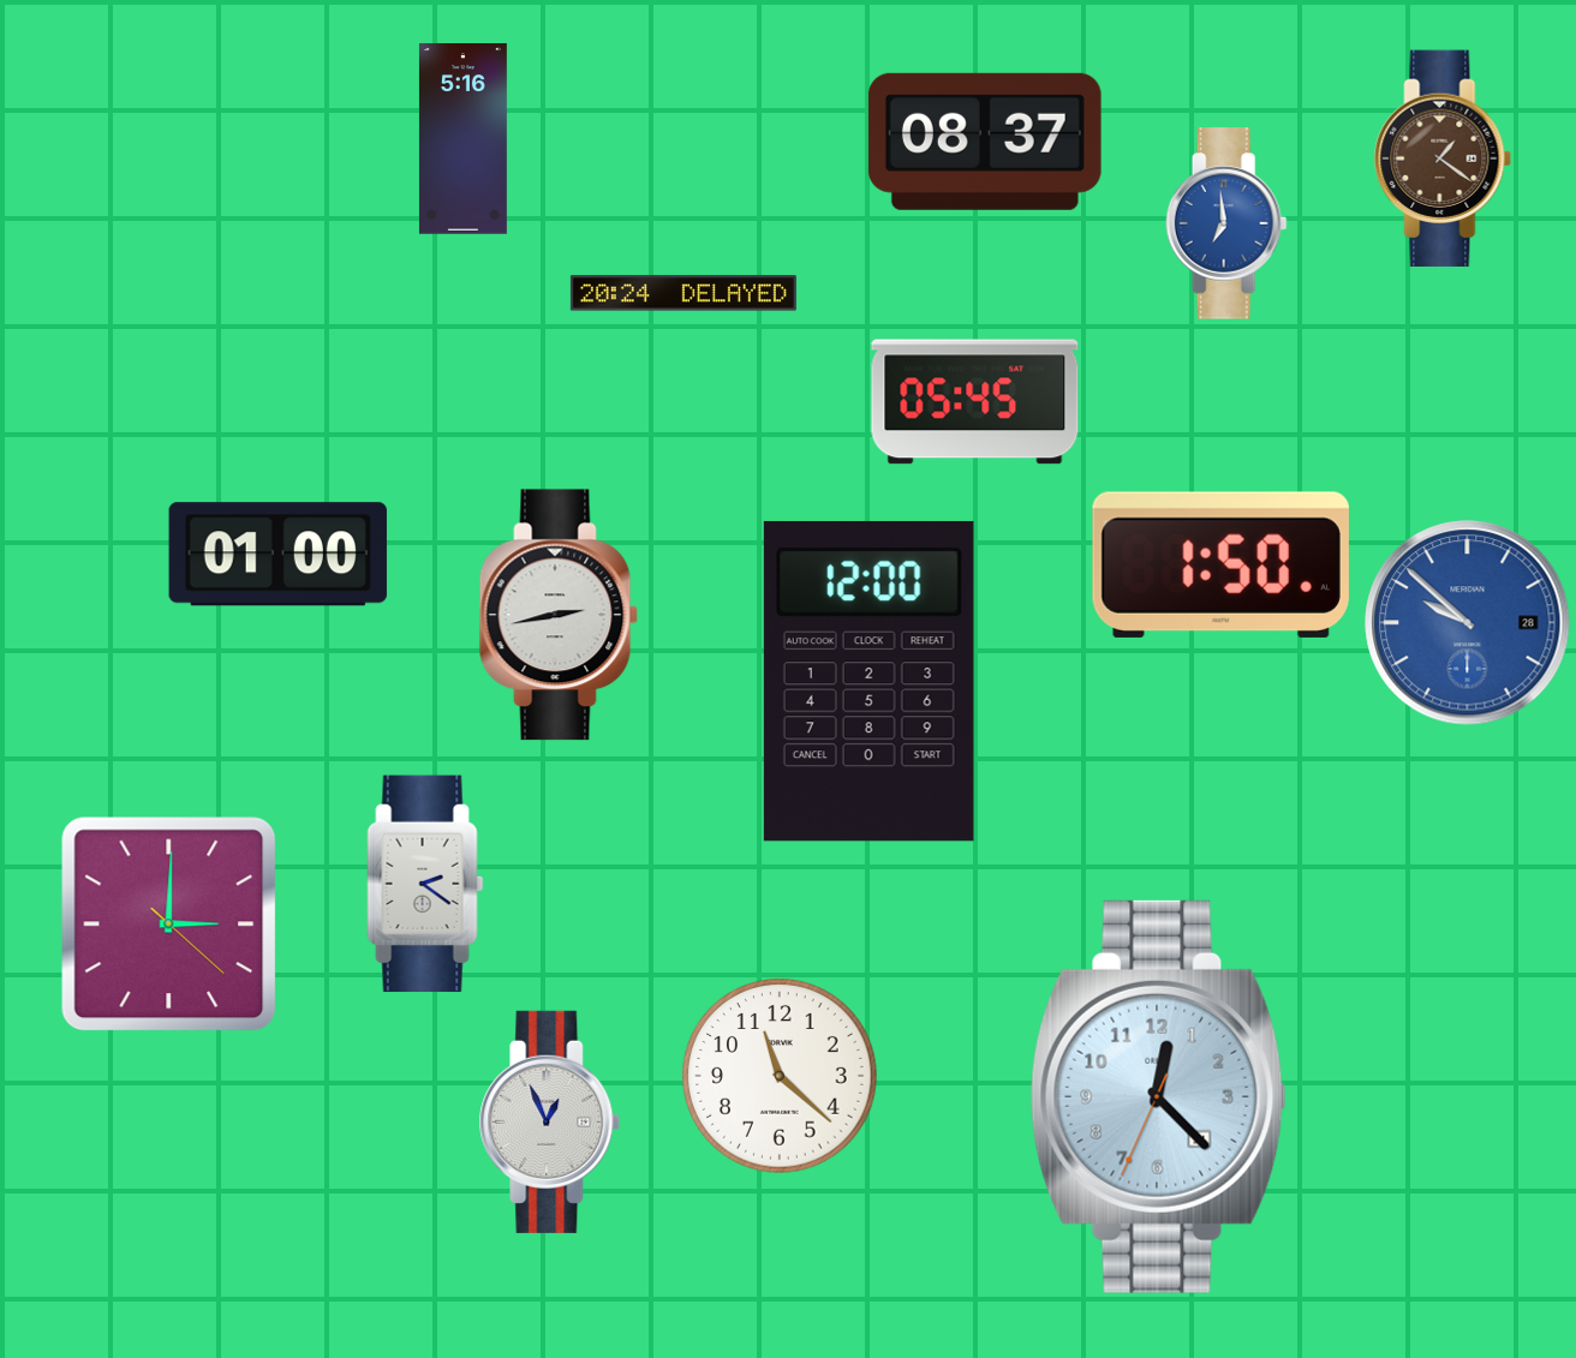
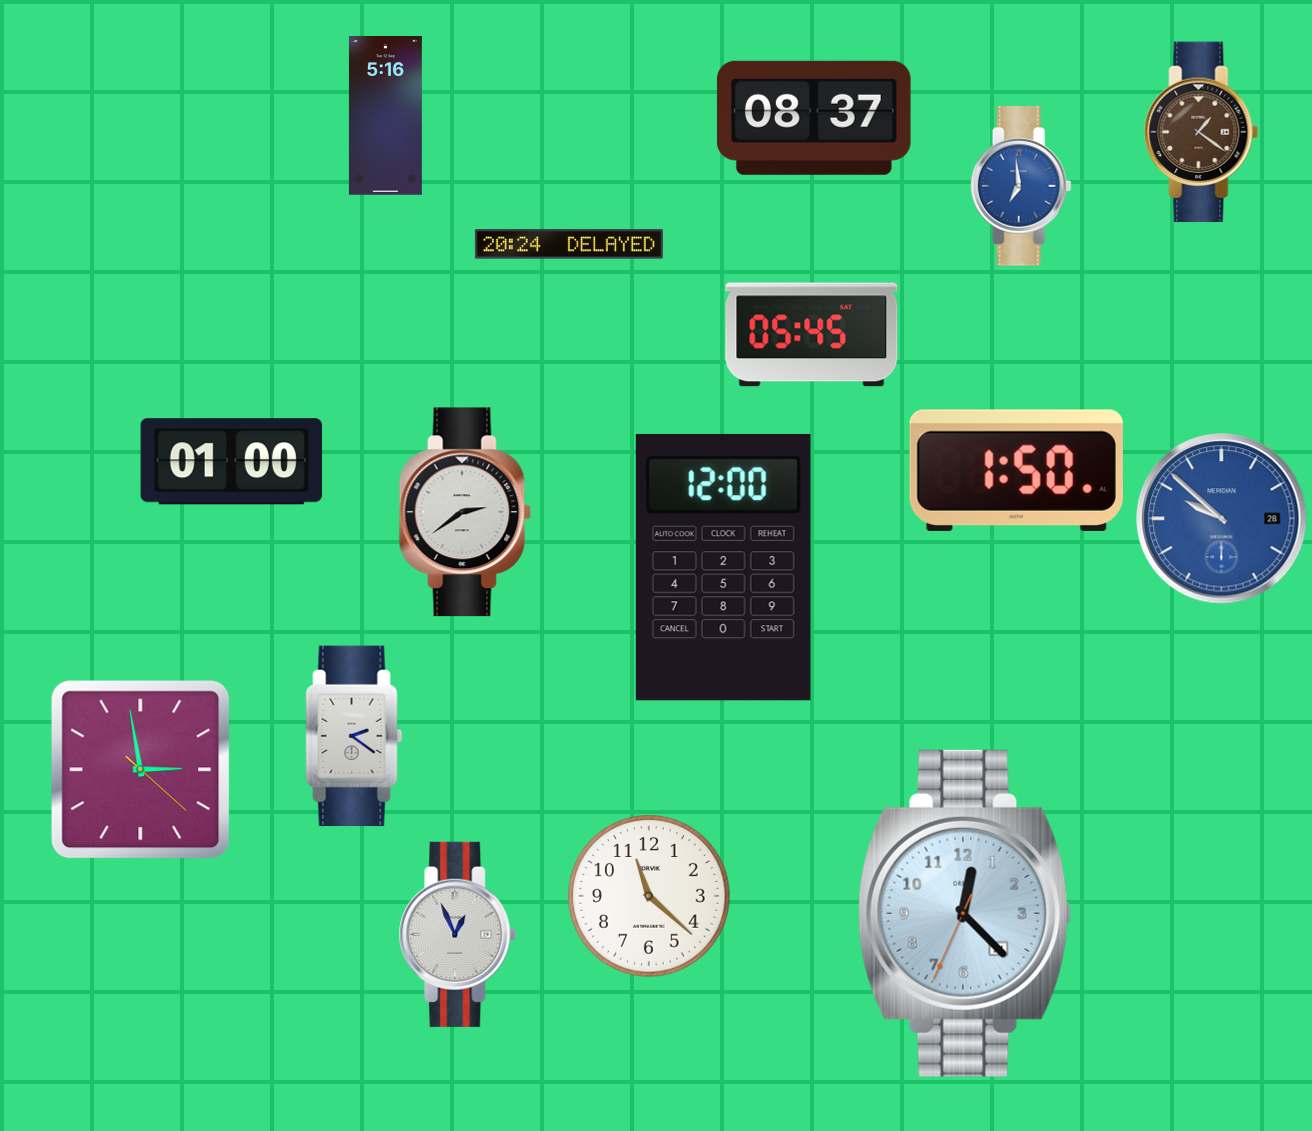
clock at (985, 142) position: (985, 142) -> (814, 118)
clock at (559, 615): 2:43 -> 2:39
clock at (169, 925): 3:00 -> 2:58
